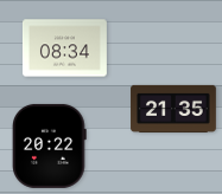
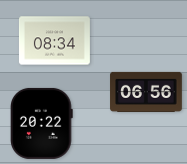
clock at (173, 109): 21:35 -> 06:56
